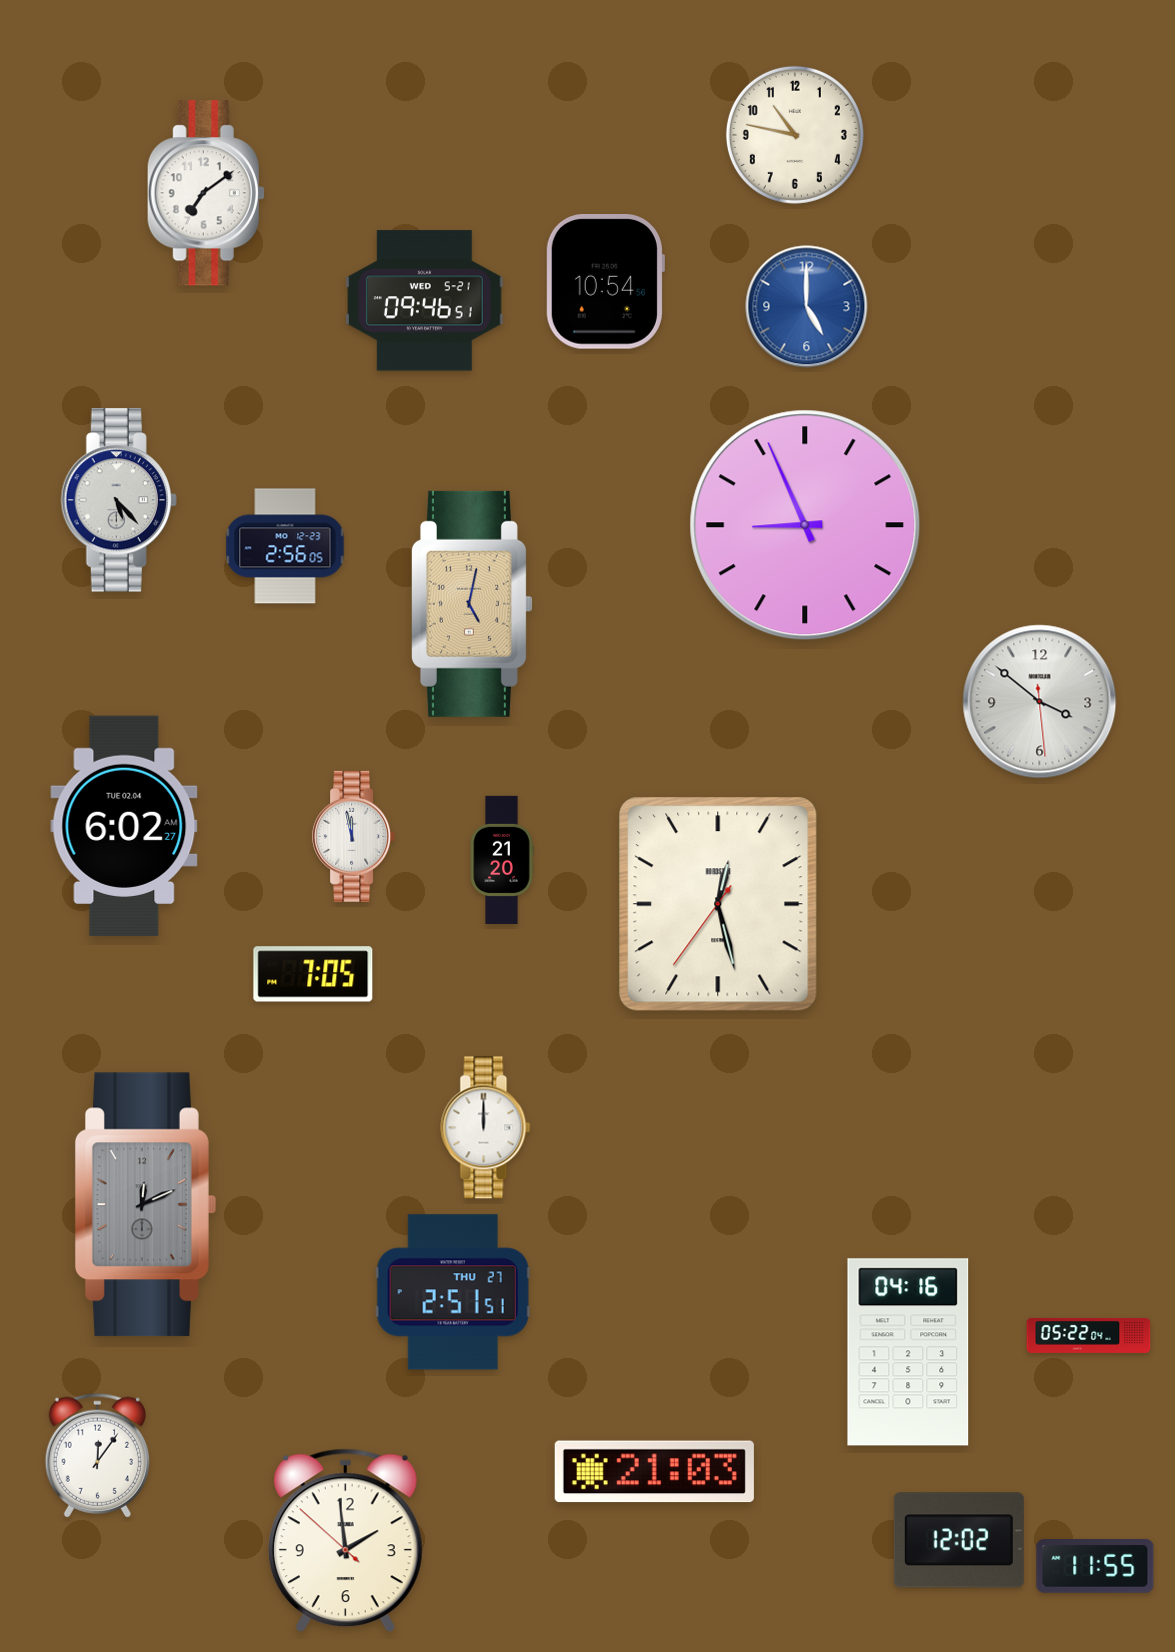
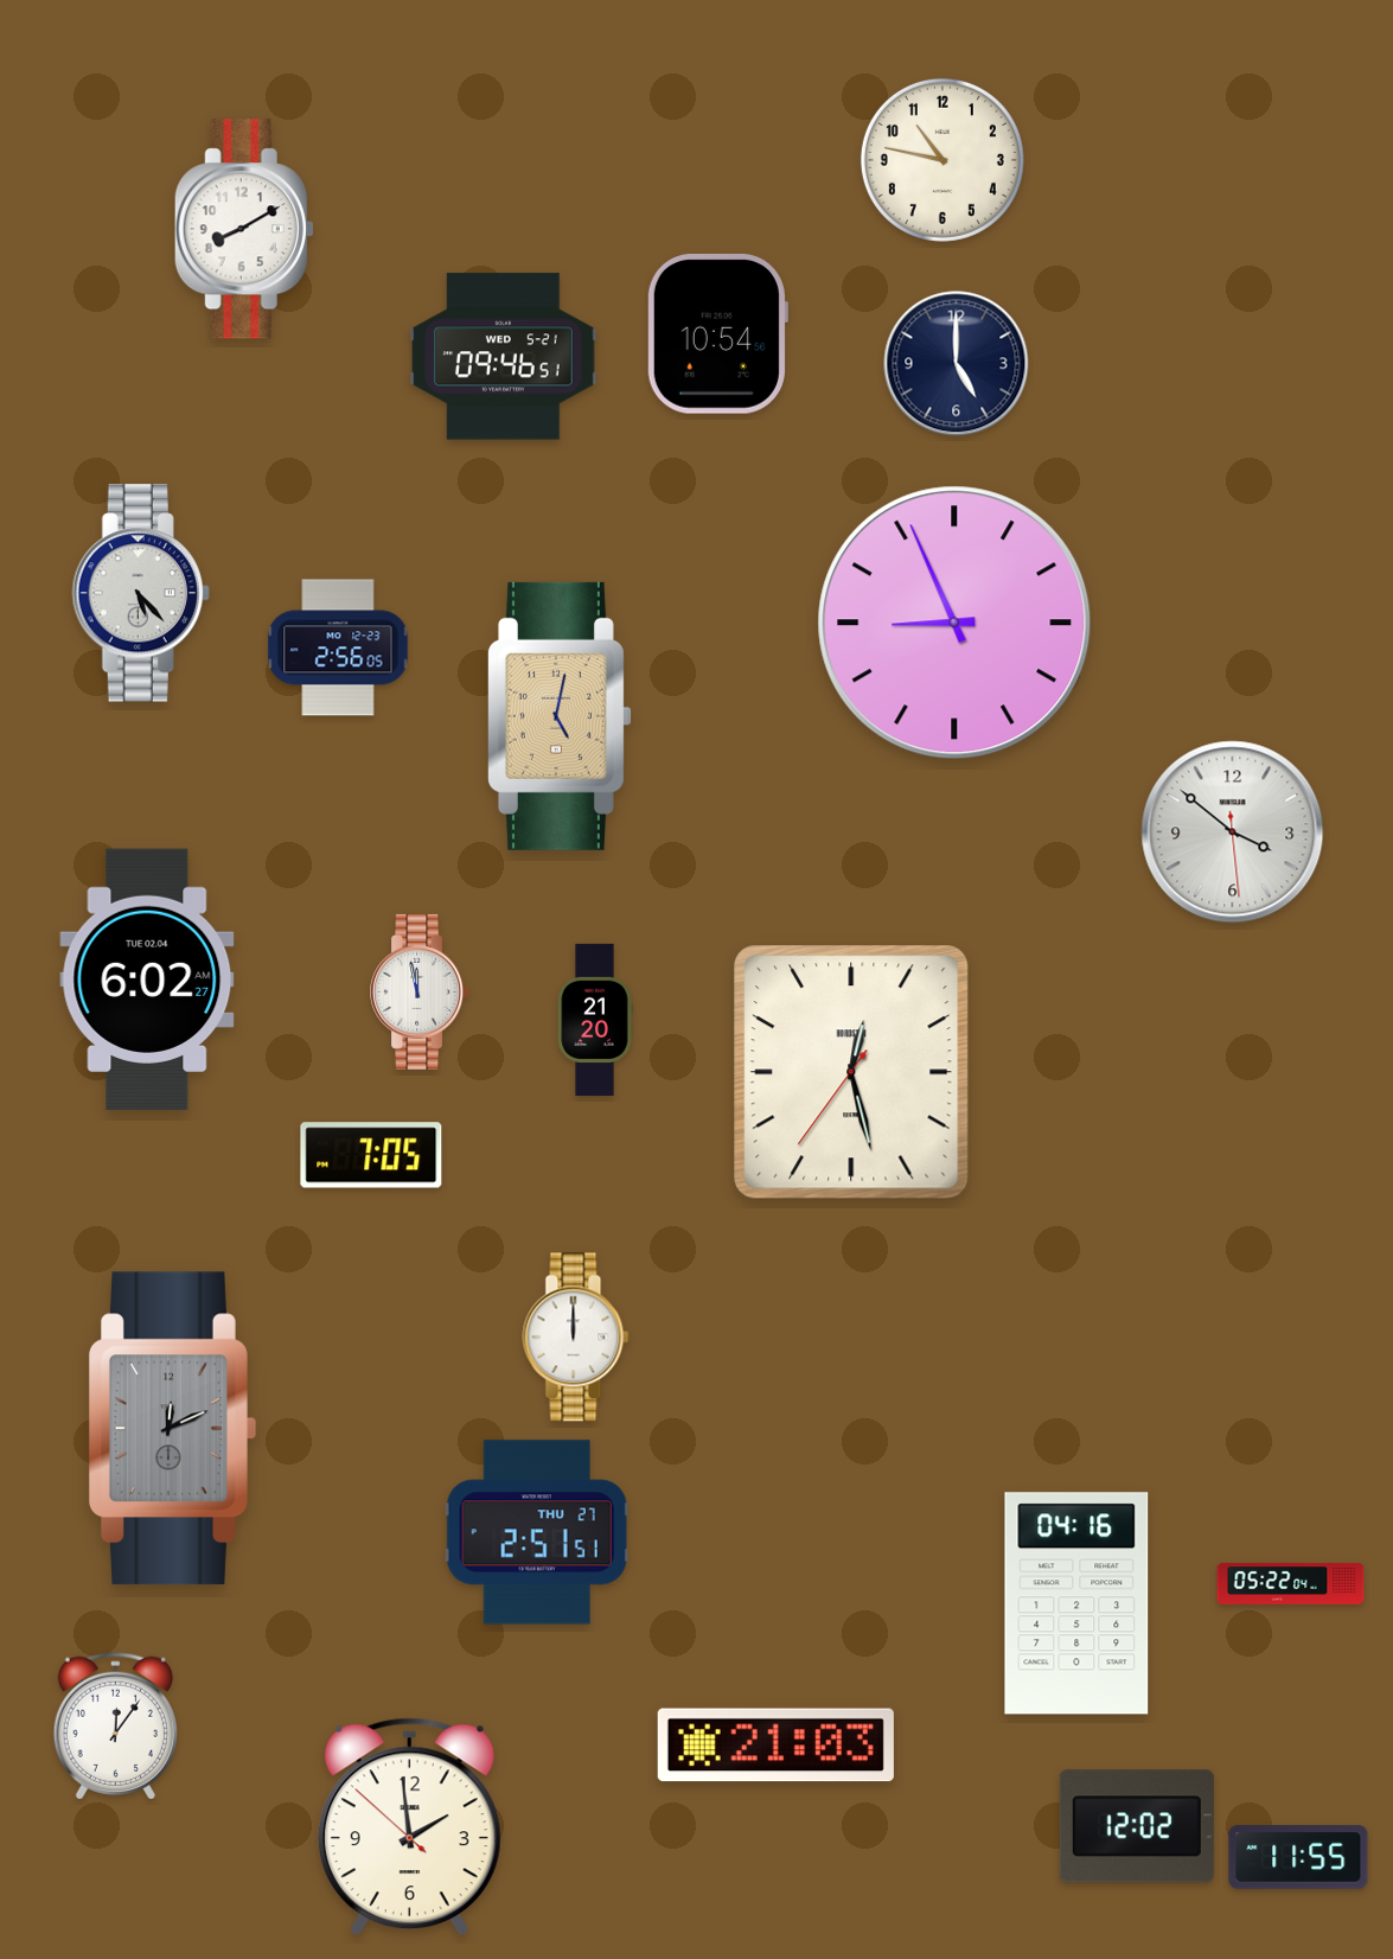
clock at (206, 193): 7:09 -> 8:10
clock at (807, 307) dial: blue -> navy
